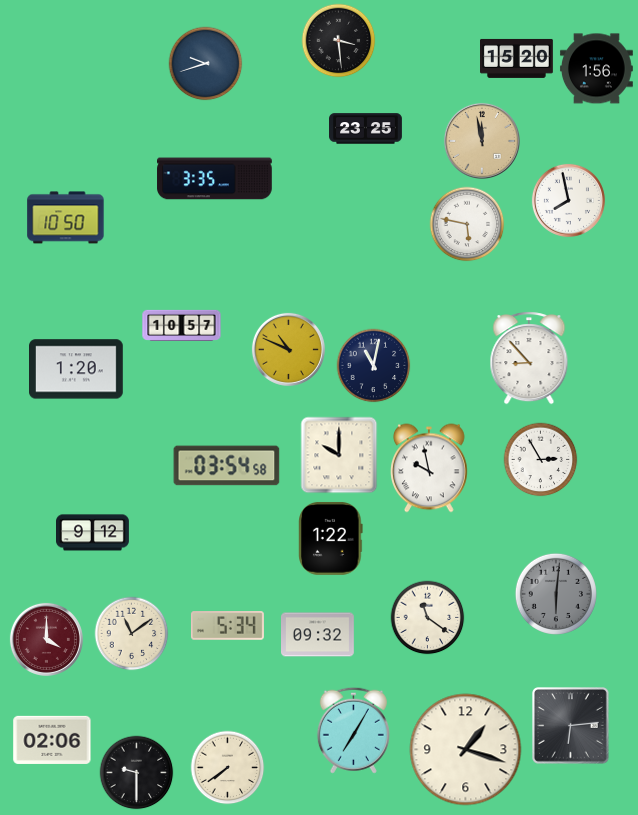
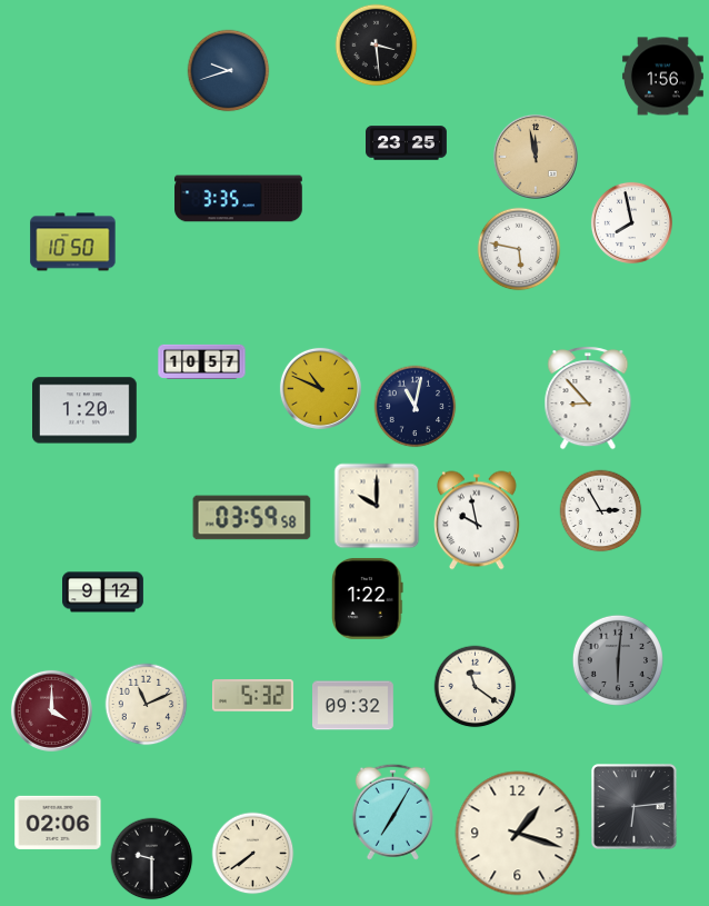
clock at (517, 58): 15:20 -> none
clock at (227, 466): 03:54 -> 03:59
clock at (227, 626): 5:34 -> 5:32
clock at (132, 634): 11:09 -> 11:11
